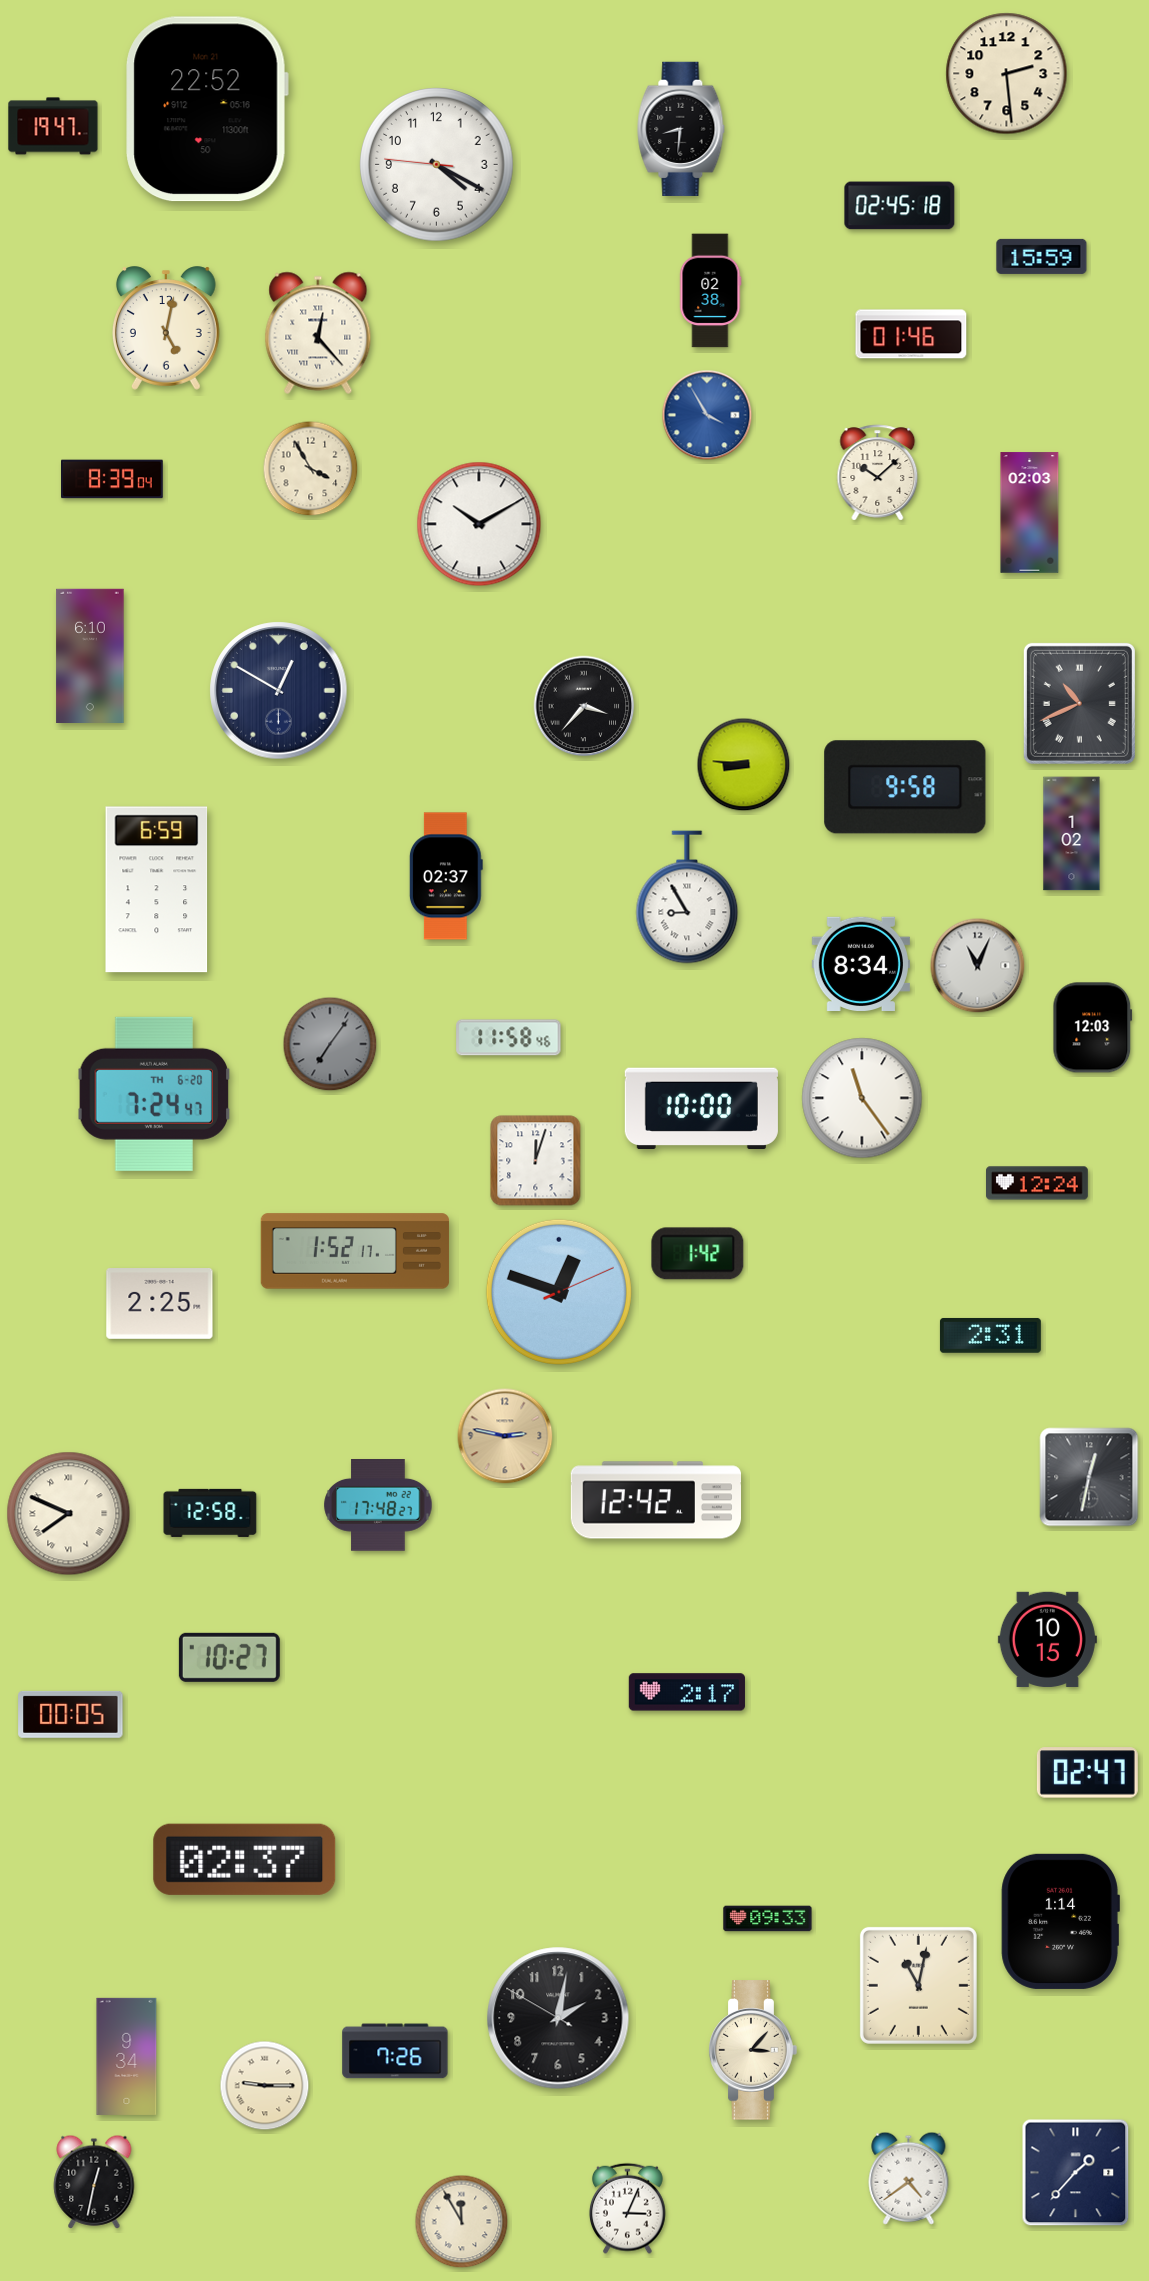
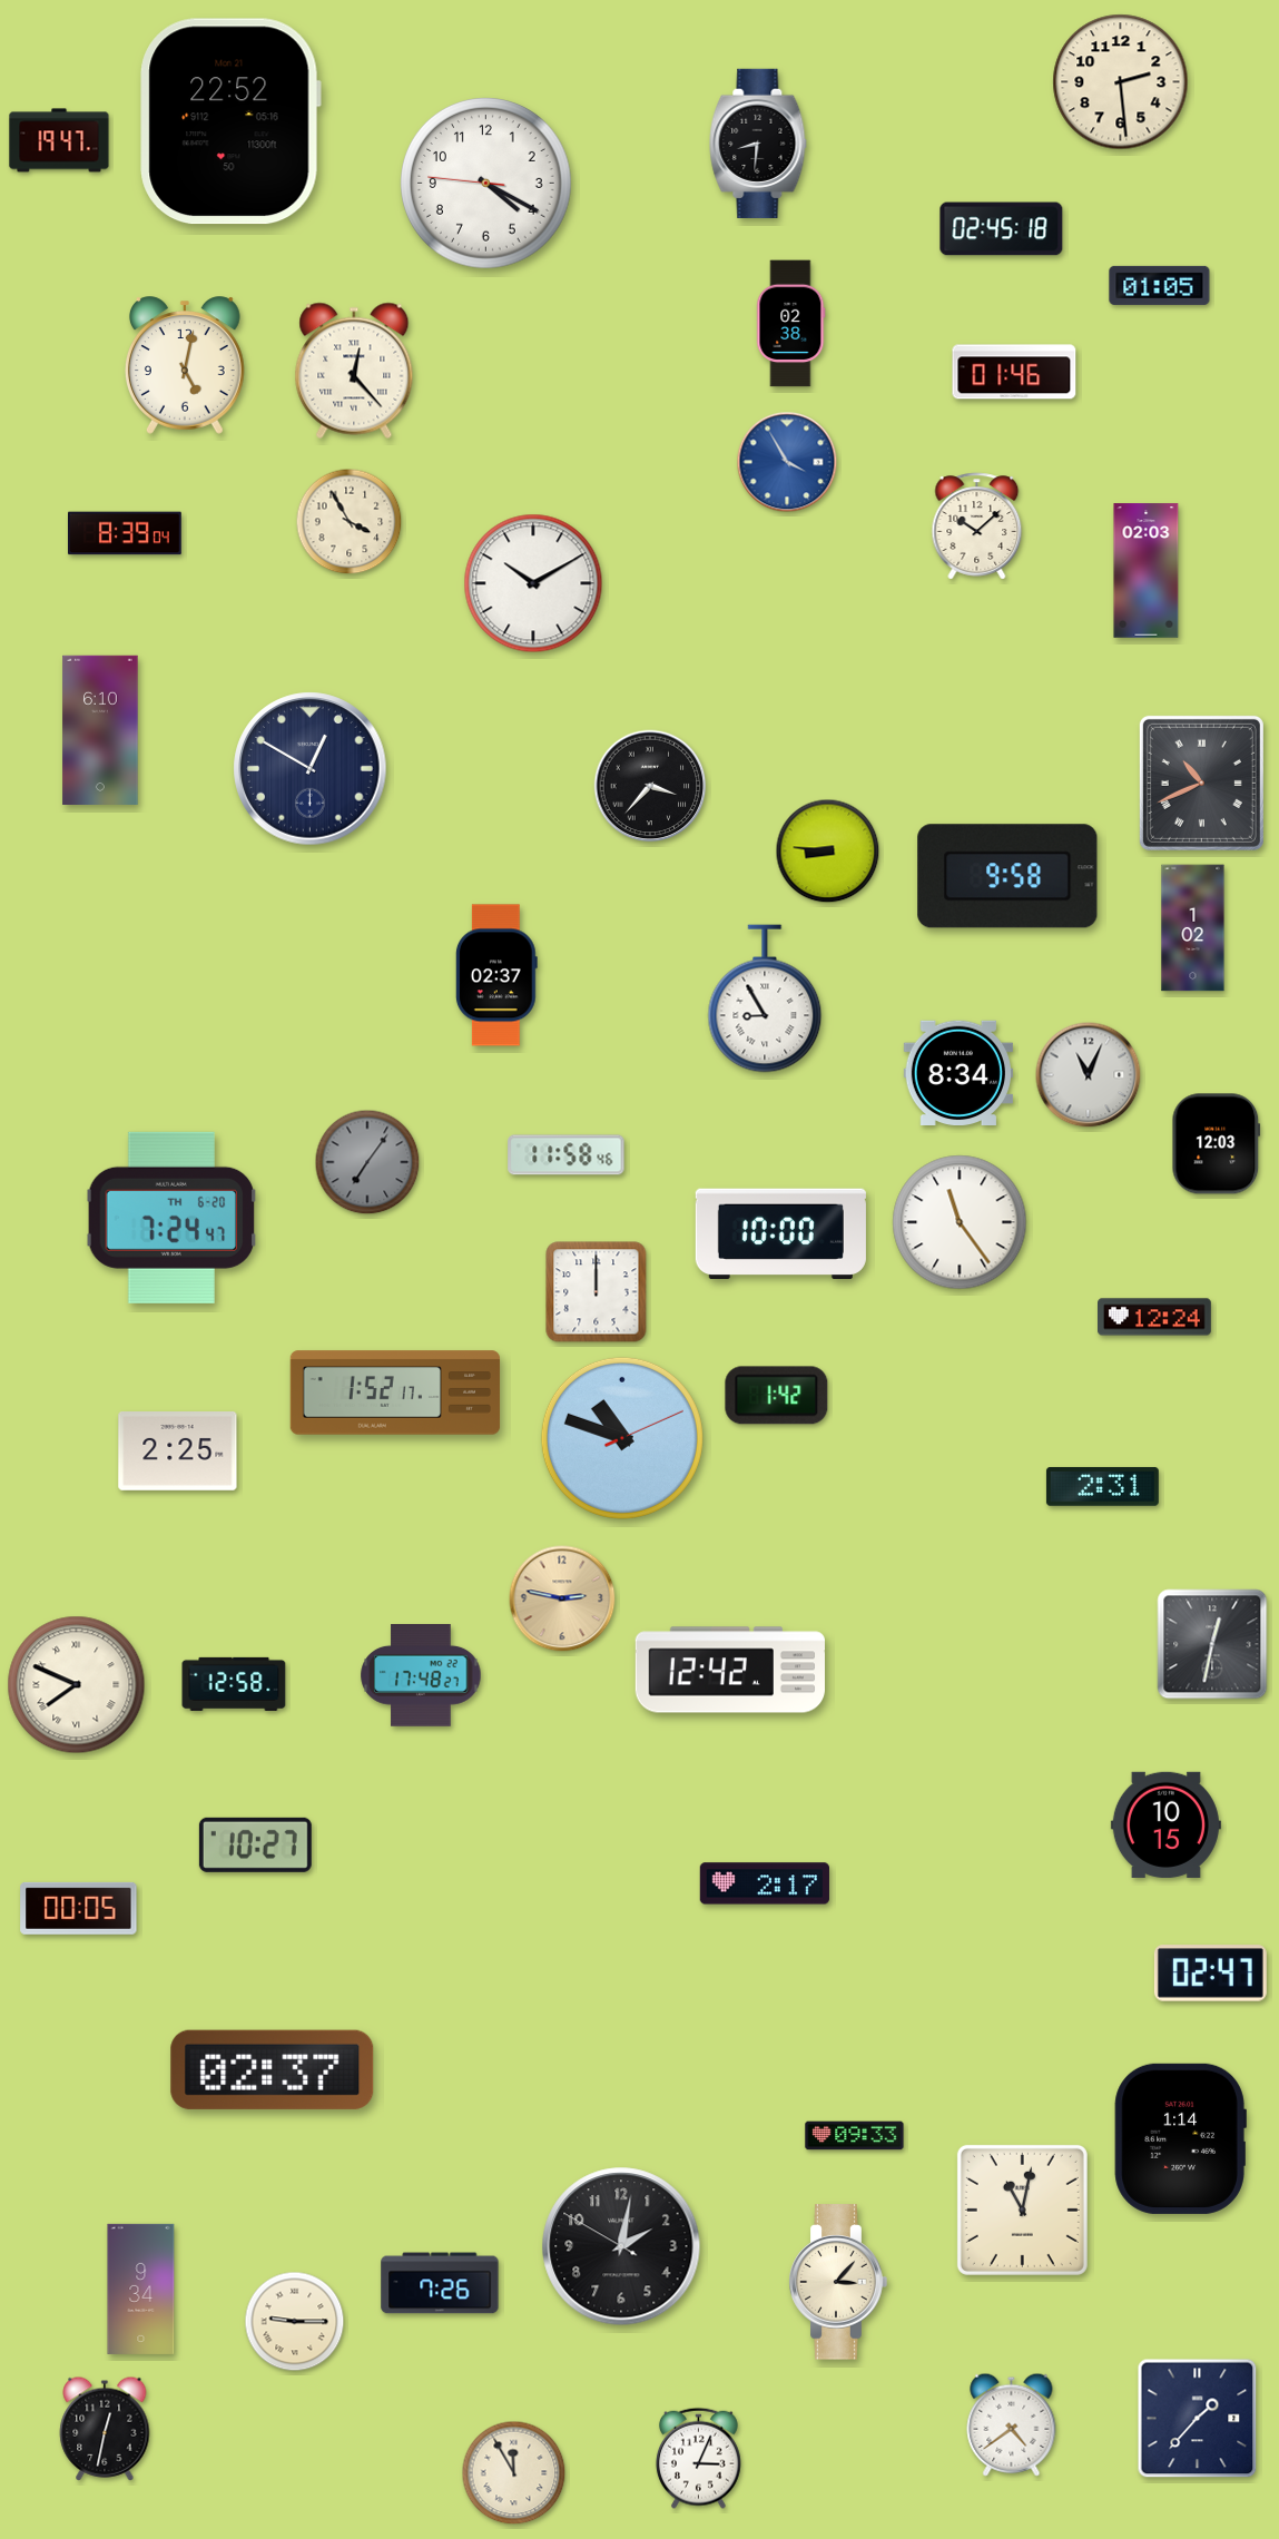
clock at (1042, 256): 15:59 -> 01:05
clock at (311, 469) position: (311, 469) -> (350, 522)
clock at (157, 890): 6:59 -> none
clock at (536, 1161): 12:03 -> 12:00
clock at (559, 1292): 12:48 -> 10:48
